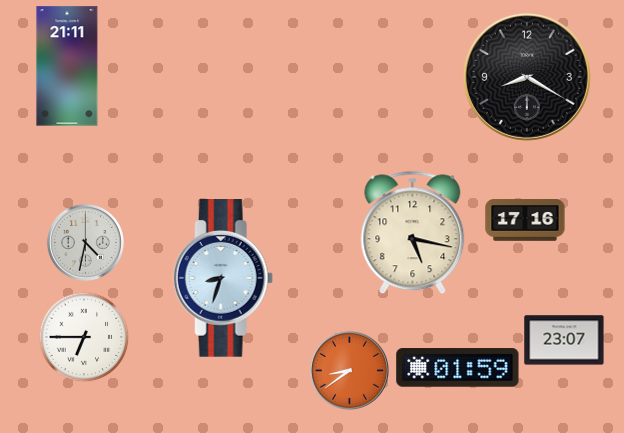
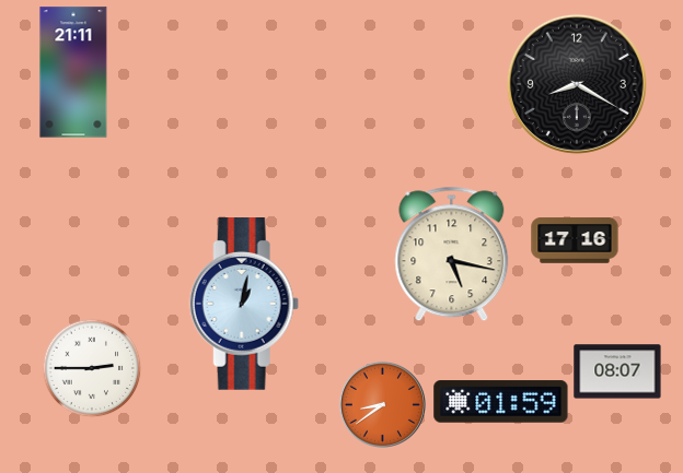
clock at (85, 242): 4:32 -> none
clock at (223, 279): 8:33 -> 1:02
clock at (84, 337): 6:45 -> 2:45
clock at (564, 340): 23:07 -> 08:07
